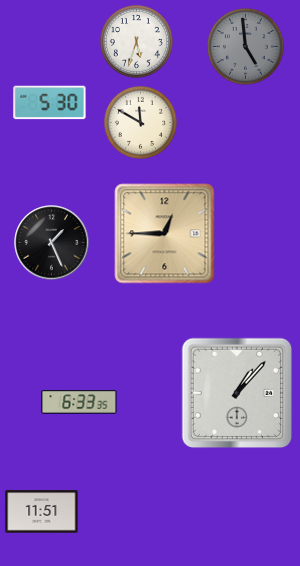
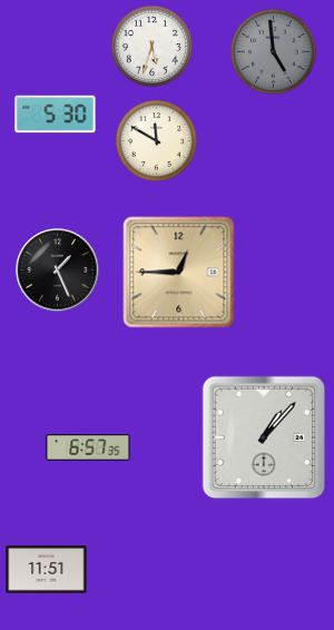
clock at (140, 122) position: (140, 122) -> (156, 140)
clock at (165, 234) position: (165, 234) -> (179, 273)
clock at (79, 402): 6:33 -> 6:57
